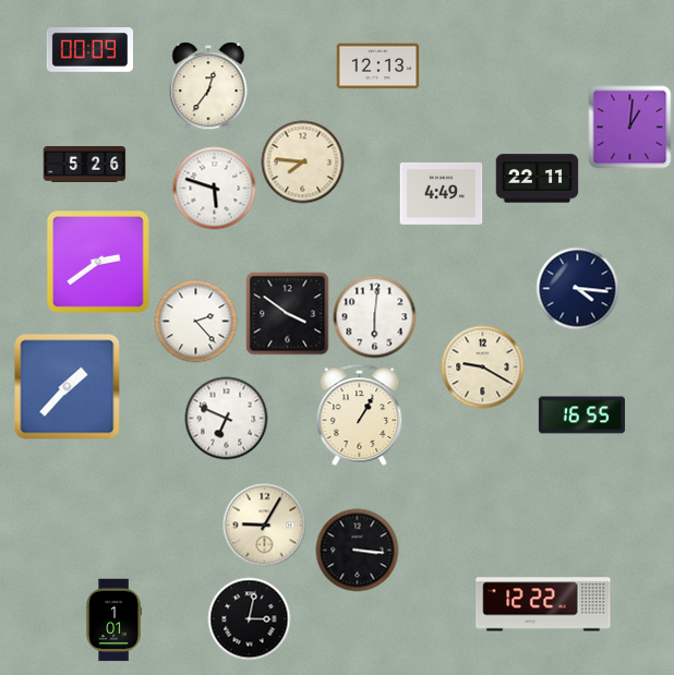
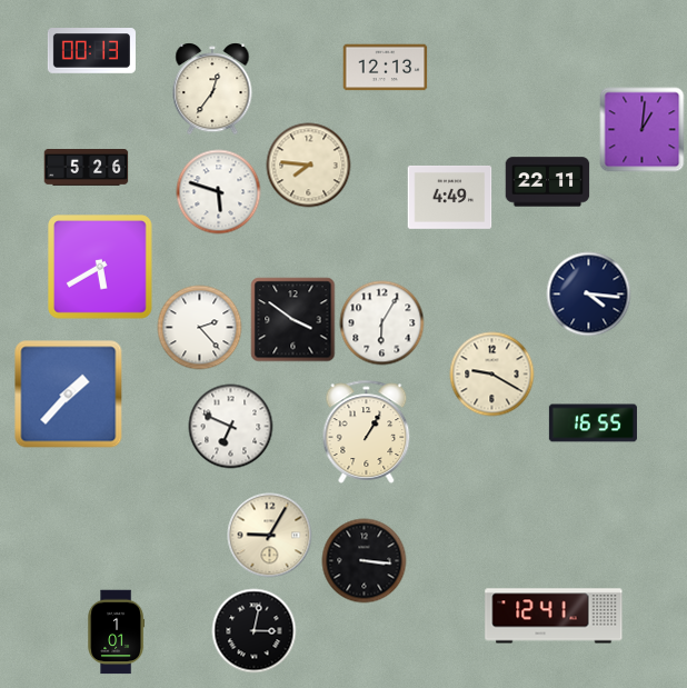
clock at (89, 50): 00:09 -> 00:13
clock at (99, 263): 2:39 -> 5:40
clock at (375, 317): 6:01 -> 6:05
clock at (360, 414) position: (360, 414) -> (367, 431)
clock at (543, 604): 12:22 -> 12:41
